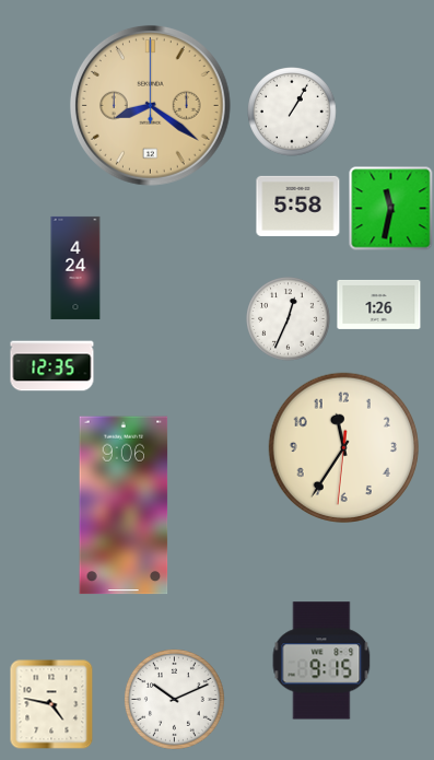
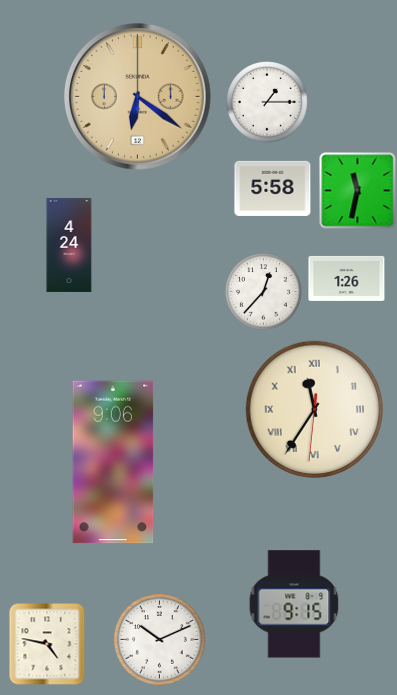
clock at (150, 105): 8:21 -> 6:21
clock at (292, 112): 1:05 -> 1:15
clock at (289, 319): 12:34 -> 12:37
clock at (52, 366): 12:35 -> none
clock at (343, 447) numerals: Arabic -> Roman
